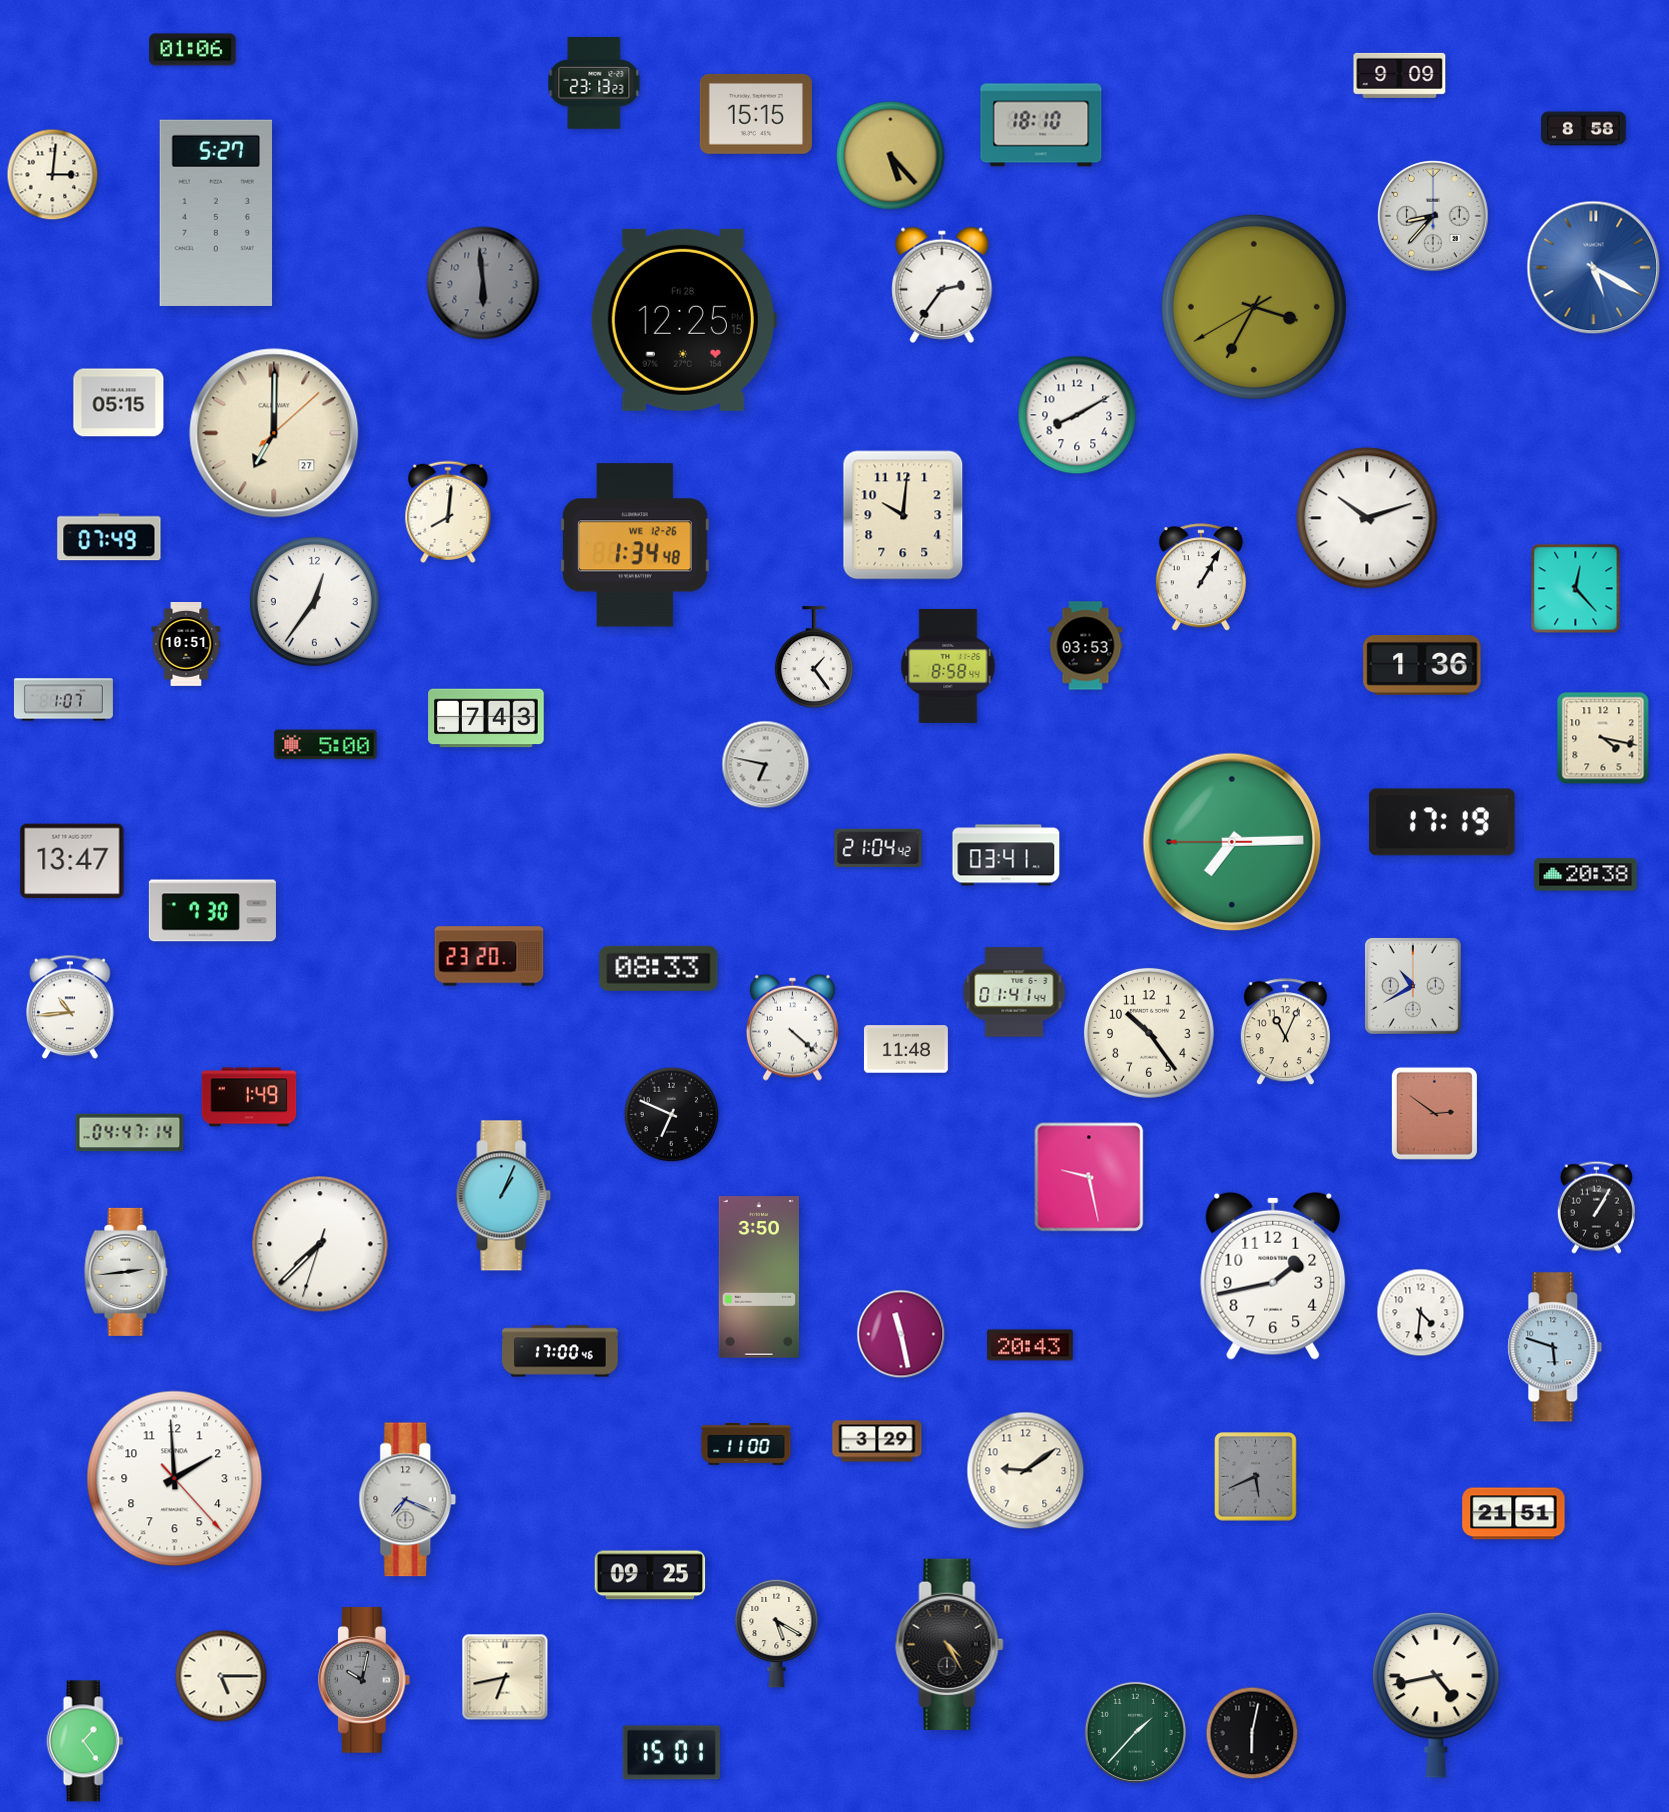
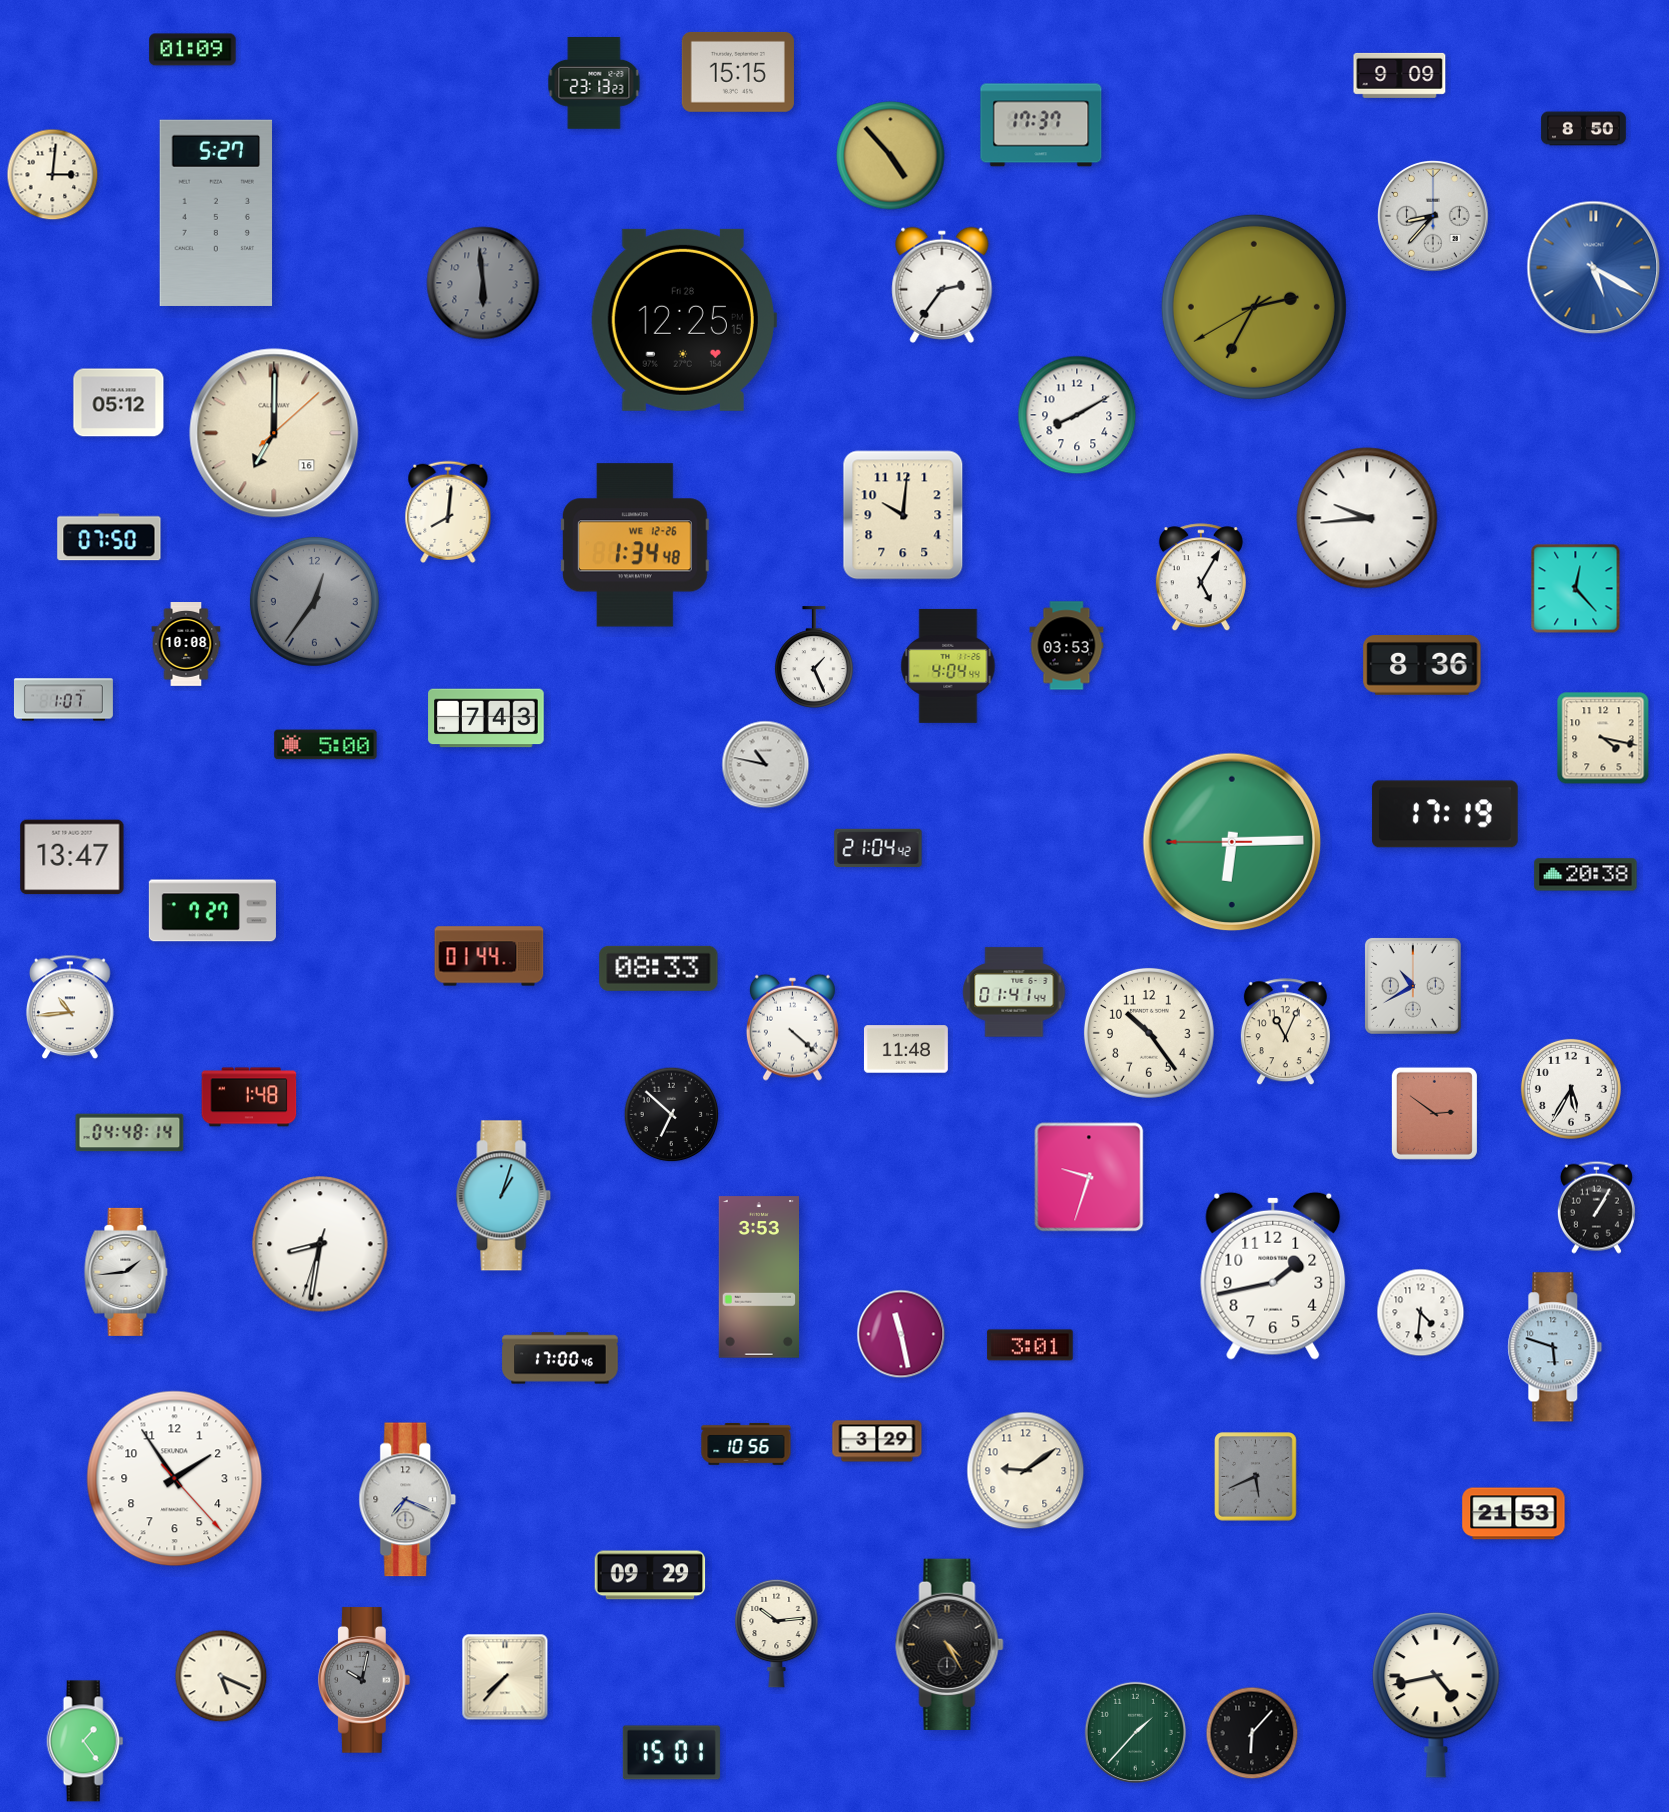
clock at (193, 50): 01:06 -> 01:09
clock at (756, 114) position: (756, 114) -> (738, 72)
clock at (1041, 125): 18:10 -> 17:37
clock at (1584, 129): 8:58 -> 8:50
clock at (891, 156): 5:23 -> 4:53
clock at (1254, 307): 3:34 -> 2:34
clock at (119, 403): 05:15 -> 05:12
clock at (274, 433) date: 27 -> 16
clock at (1367, 518): 10:12 -> 9:44
clock at (109, 537): 07:49 -> 07:50
clock at (1201, 578): 1:05 -> 5:05
clock at (314, 601) dial: white -> grey
clock at (186, 645): 10:51 -> 10:08
clock at (1086, 646) position: (1086, 646) -> (1067, 646)
clock at (814, 657): 1:24 -> 1:26
clock at (948, 666): 8:58 -> 4:04
clock at (1422, 666): 1:36 -> 8:36
clock at (766, 765): 6:47 -> 10:47
clock at (1442, 822) position: (1442, 822) -> (1445, 814)
clock at (1232, 842): 7:14 -> 6:14
clock at (1006, 855): 03:41 -> none
clock at (72, 861) position: (72, 861) -> (72, 857)
clock at (212, 911): 7:30 -> 7:27
clock at (489, 956): 23:20 -> 01:44
clock at (1571, 1089): none -> 5:35
clock at (249, 1097): 1:49 -> 1:48
clock at (672, 1115): 6:49 -> 6:52
clock at (130, 1133): 04:47 -> 04:48
clock at (1089, 1177): 9:28 -> 9:33
clock at (504, 1196): 1:04 -> 1:03
clock at (320, 1244): 7:37 -> 8:31
clock at (126, 1272): 2:44 -> 1:44
clock at (758, 1277): 3:50 -> 3:53
clock at (1030, 1345): 20:43 -> 3:01
clock at (560, 1351) position: (560, 1351) -> (560, 1358)
clock at (746, 1444): 11:00 -> 10:56
clock at (175, 1479): 1:59 -> 1:54
clock at (1514, 1514): 21:51 -> 21:53
clock at (650, 1575): 09:25 -> 09:29
clock at (777, 1633): 5:20 -> 10:14
clock at (221, 1676): 5:15 -> 5:19
clock at (505, 1677): 6:43 -> 7:37
clock at (1252, 1733): 6:02 -> 6:07
